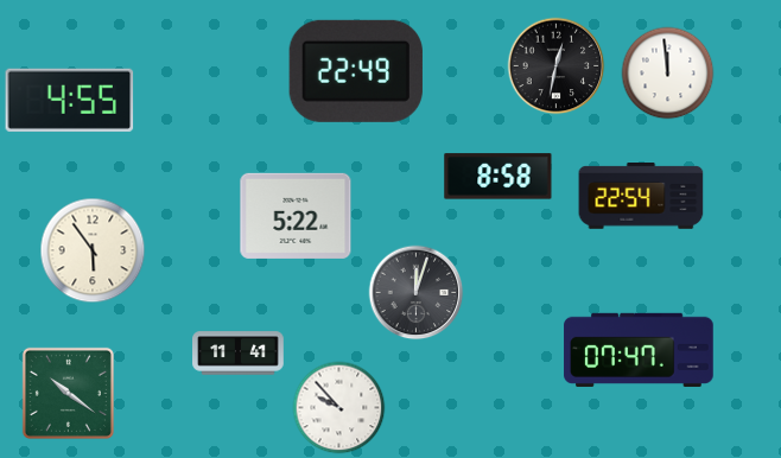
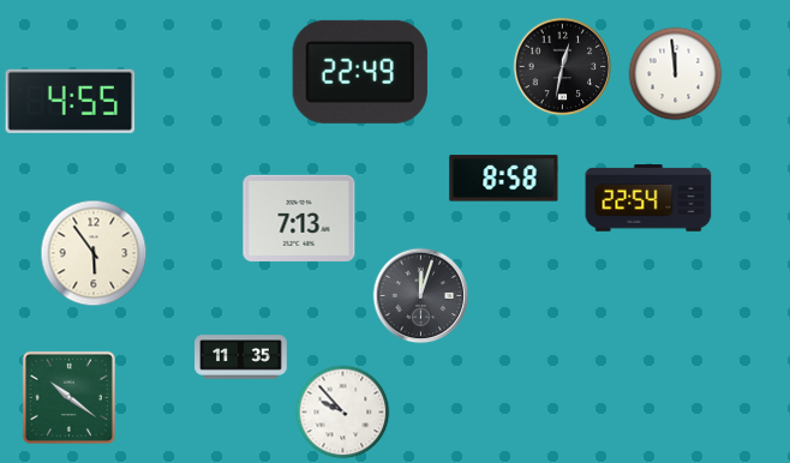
clock at (296, 216): 5:22 -> 7:13
clock at (639, 350): 07:47 -> none
clock at (239, 354): 11:41 -> 11:35
